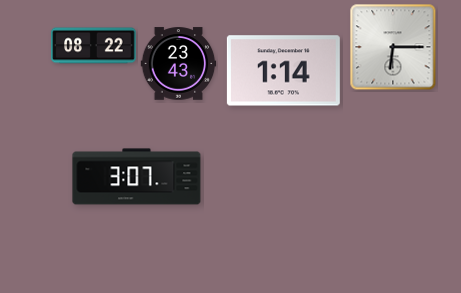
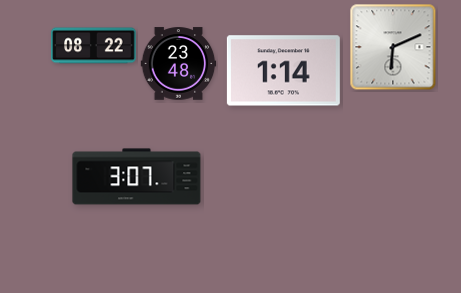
clock at (393, 47): 6:15 -> 6:11
clock at (179, 64): 23:43 -> 23:48
